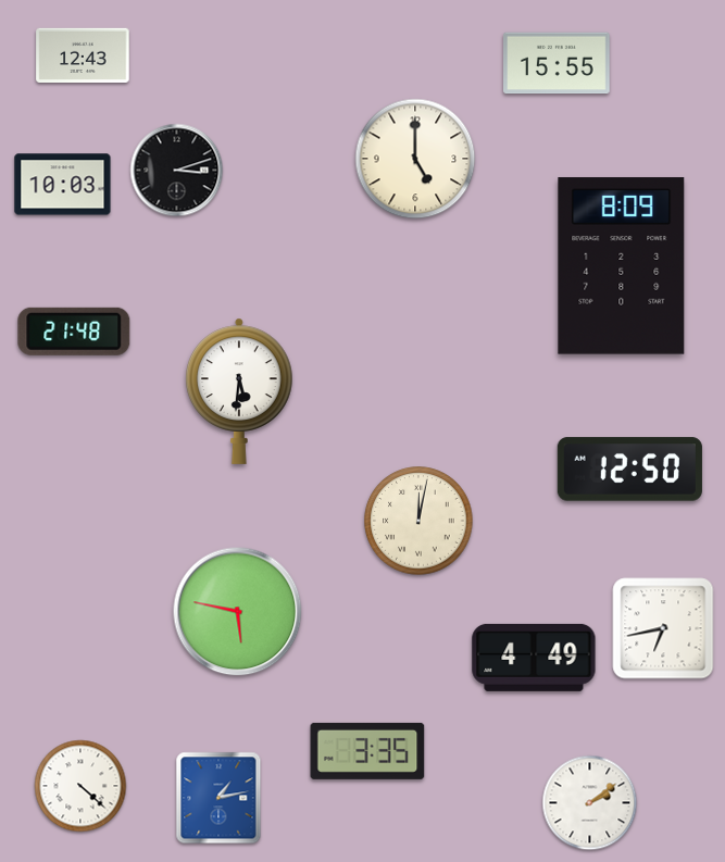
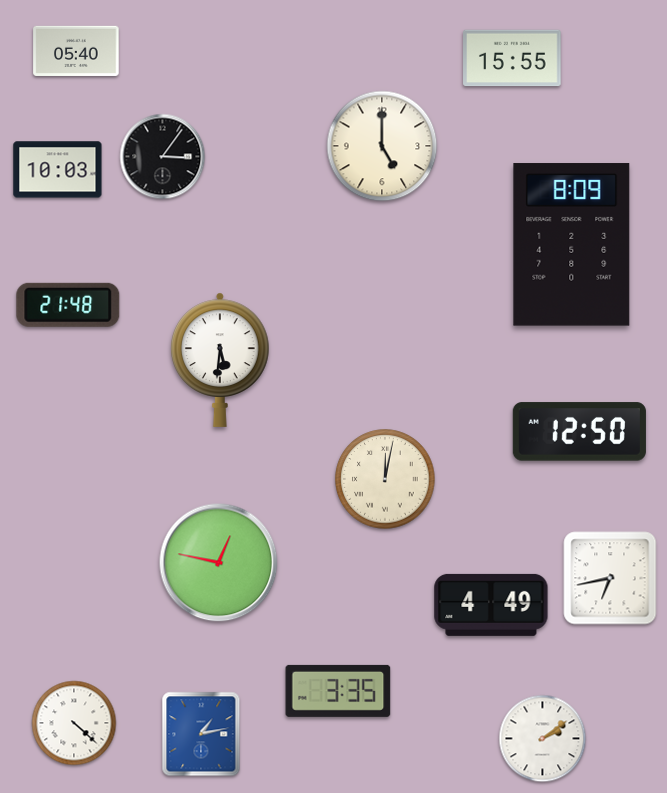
clock at (83, 54): 12:43 -> 05:40
clock at (177, 171): 3:12 -> 3:06
clock at (238, 612): 5:47 -> 12:47
